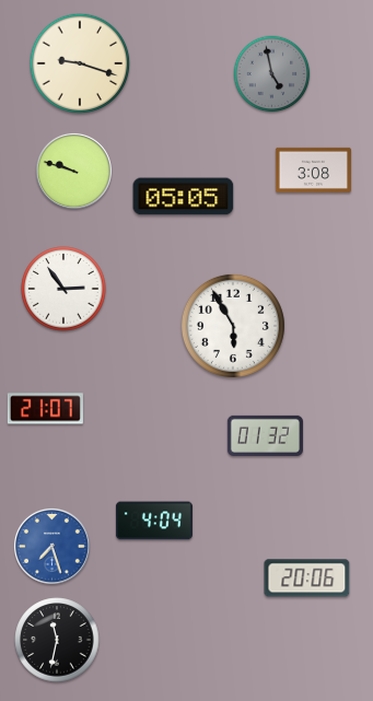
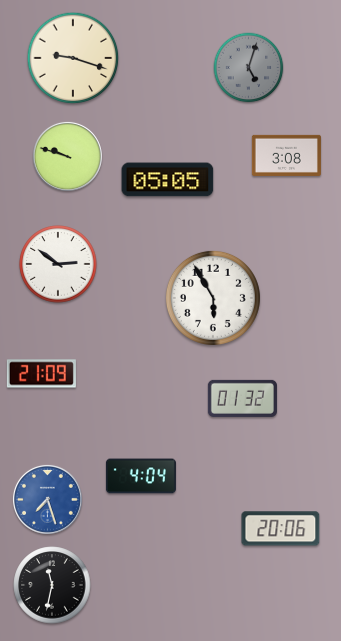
clock at (272, 74): 4:58 -> 5:03
clock at (63, 289): 2:54 -> 2:51
clock at (45, 409): 21:07 -> 21:09
